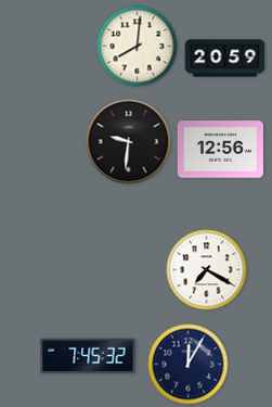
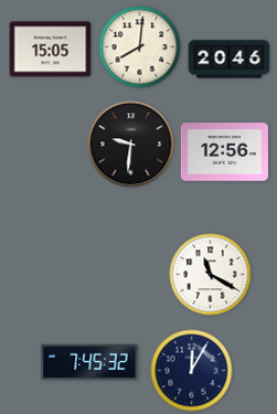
clock at (51, 50): none -> 15:05
clock at (225, 59): 20:59 -> 20:46
clock at (207, 270): 7:20 -> 11:20
